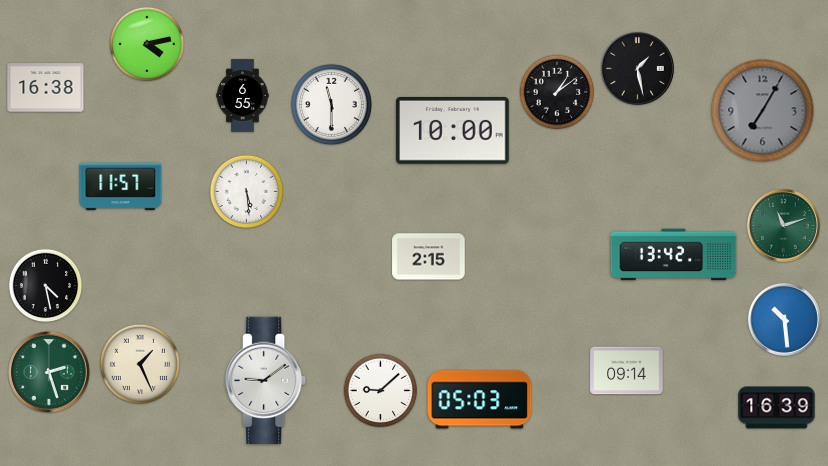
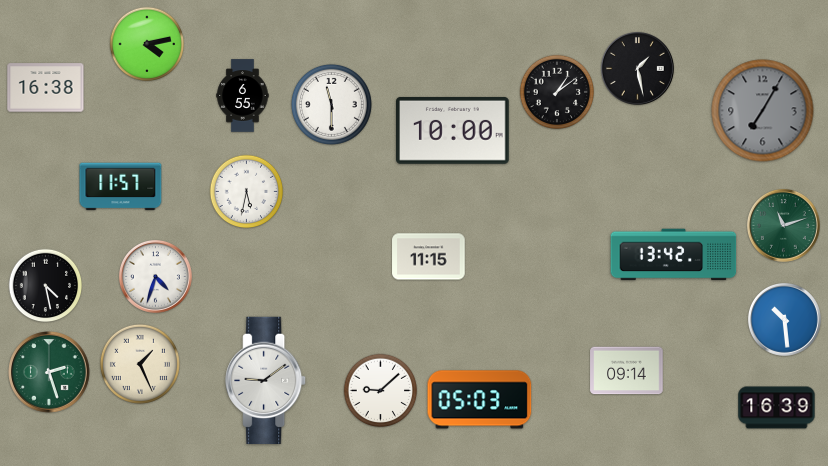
clock at (247, 192): 5:29 -> 5:32
clock at (429, 257): 2:15 -> 11:15
clock at (155, 276): none -> 4:33
